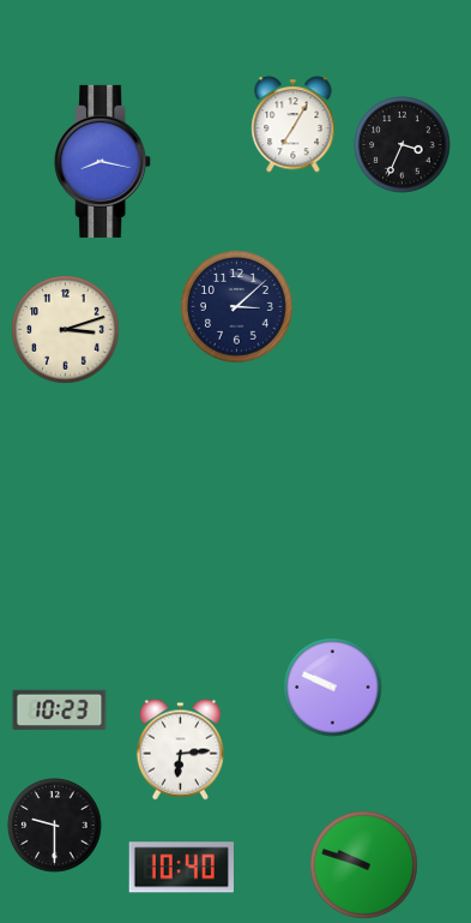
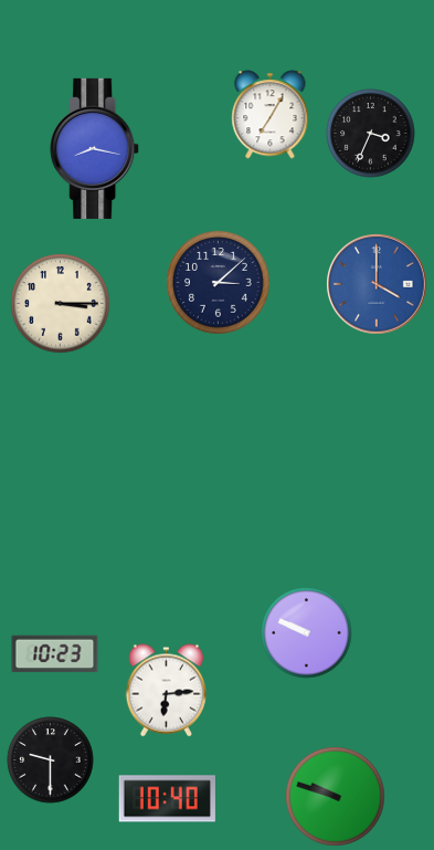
clock at (377, 284): none -> 4:00
clock at (66, 330): 3:12 -> 3:15
